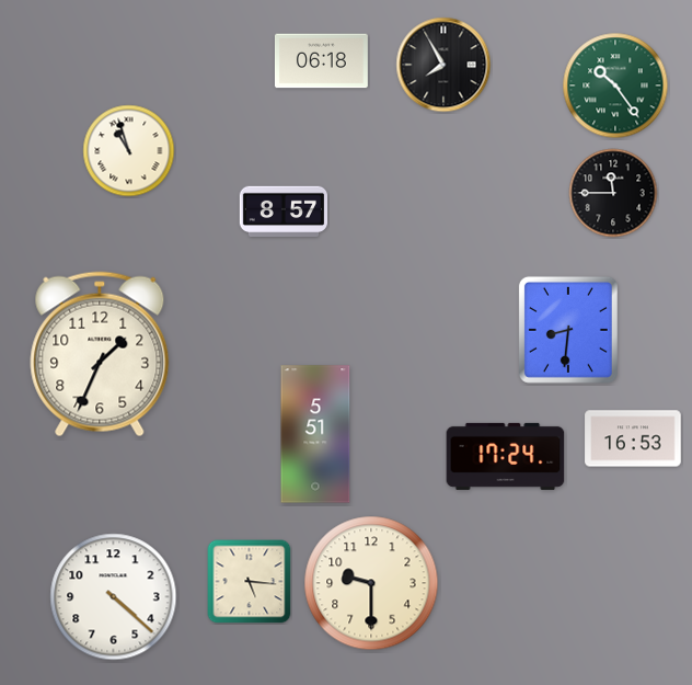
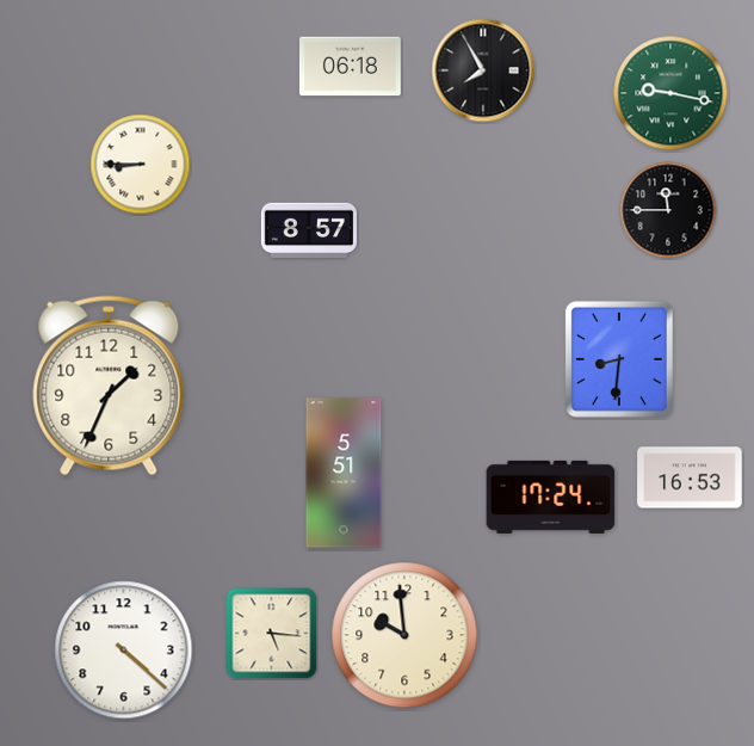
clock at (615, 85): 10:24 -> 9:17
clock at (129, 151): 10:57 -> 8:45
clock at (371, 583): 9:30 -> 9:59
